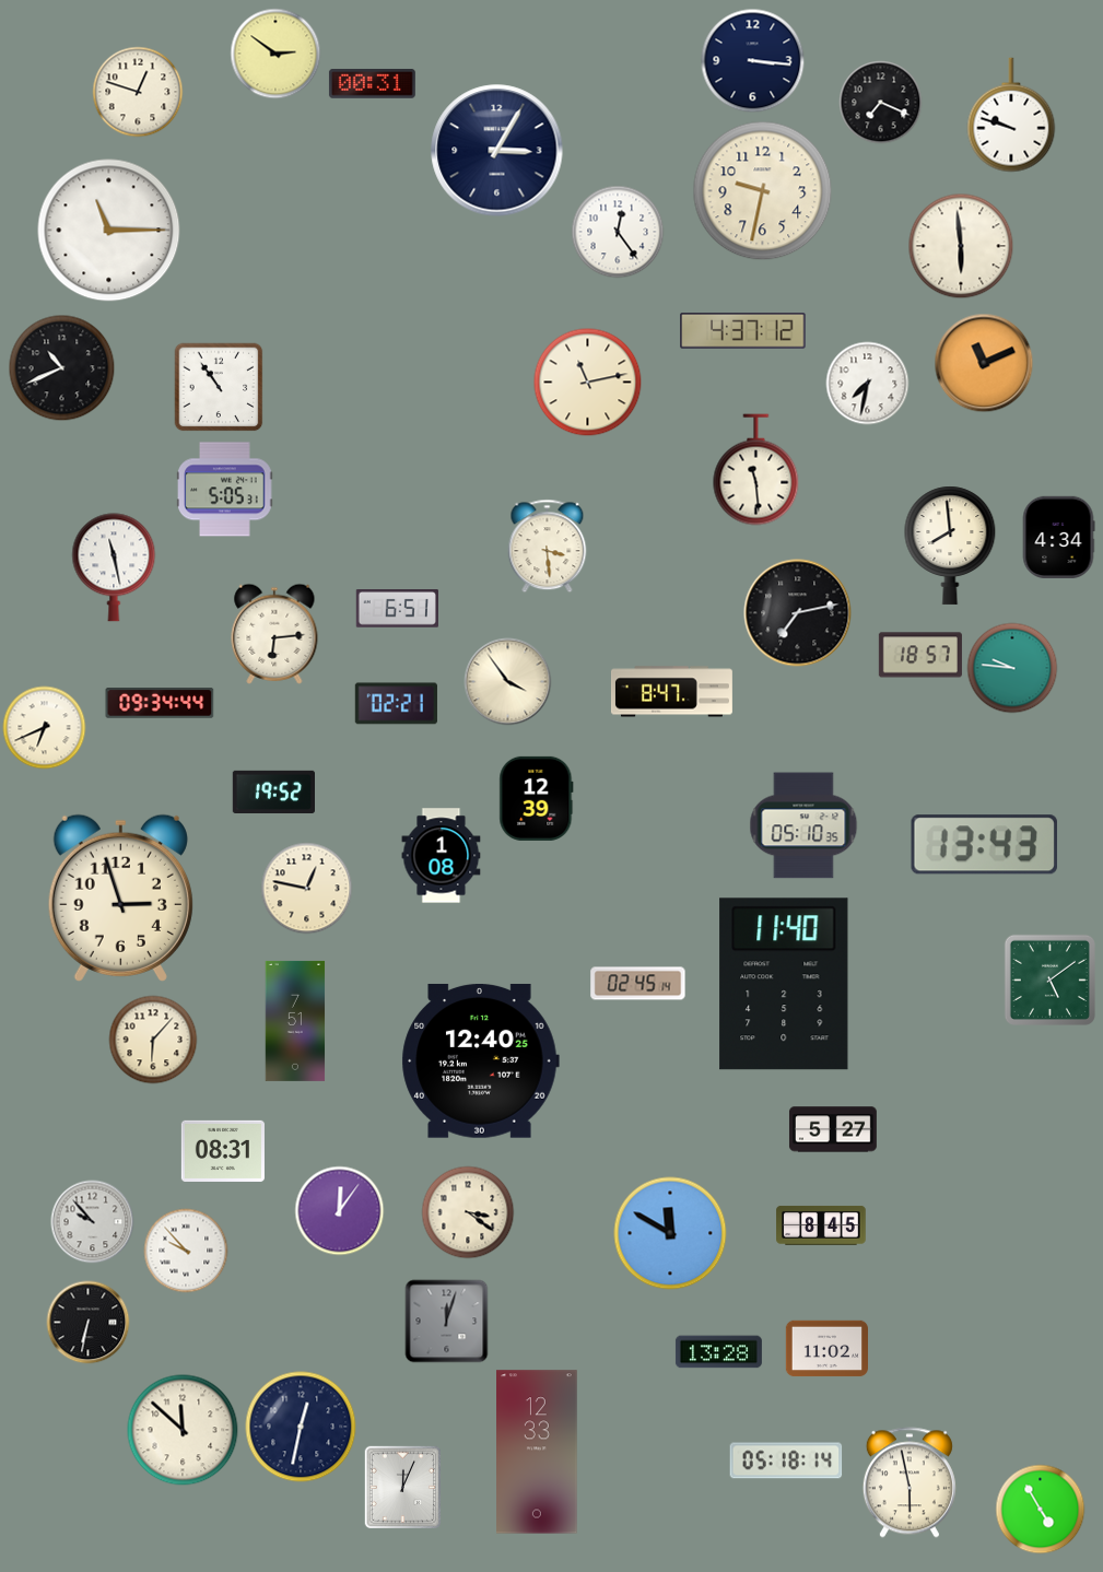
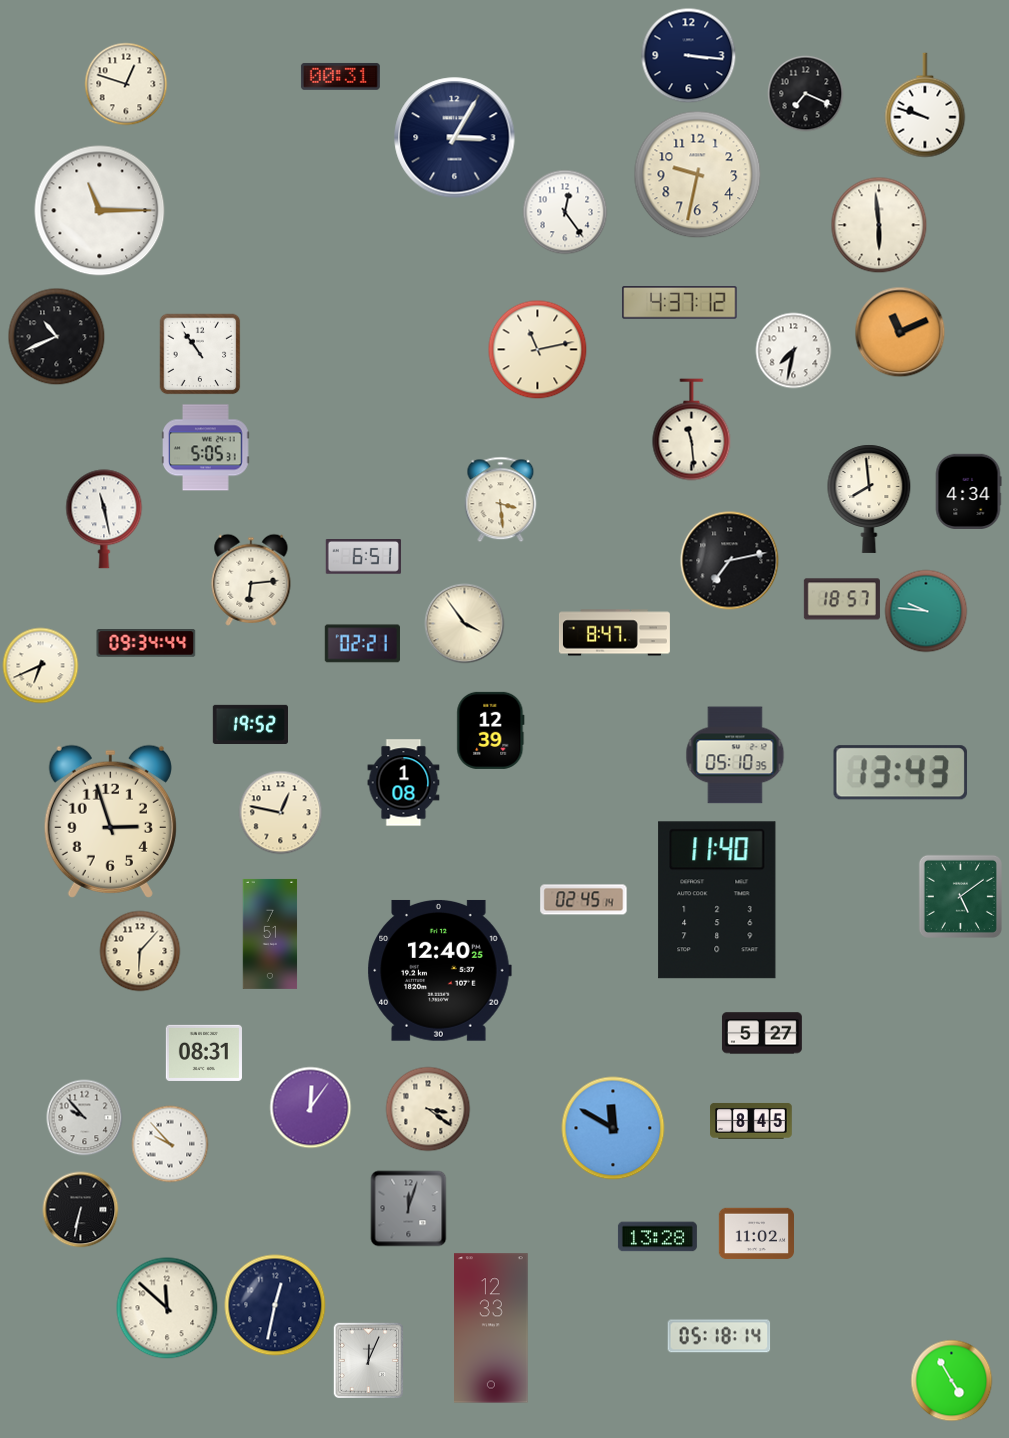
clock at (275, 54): 2:51 -> none
clock at (910, 1482): 5:58 -> none
